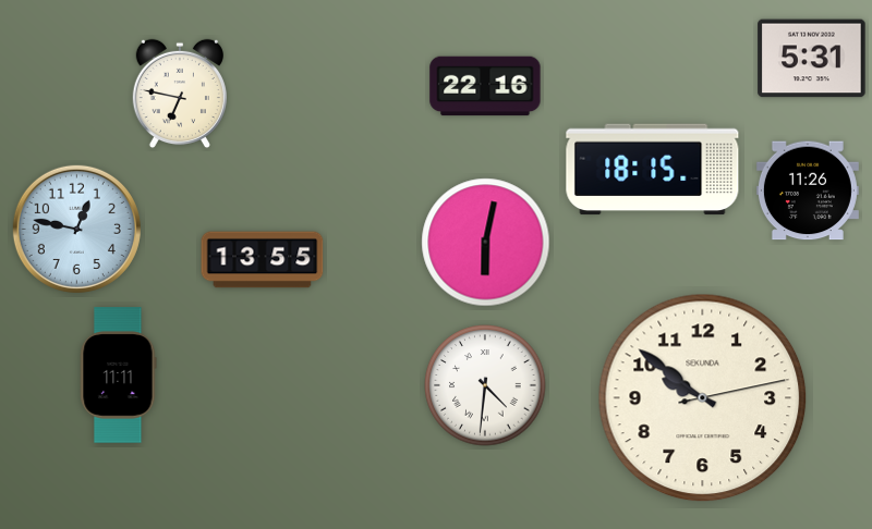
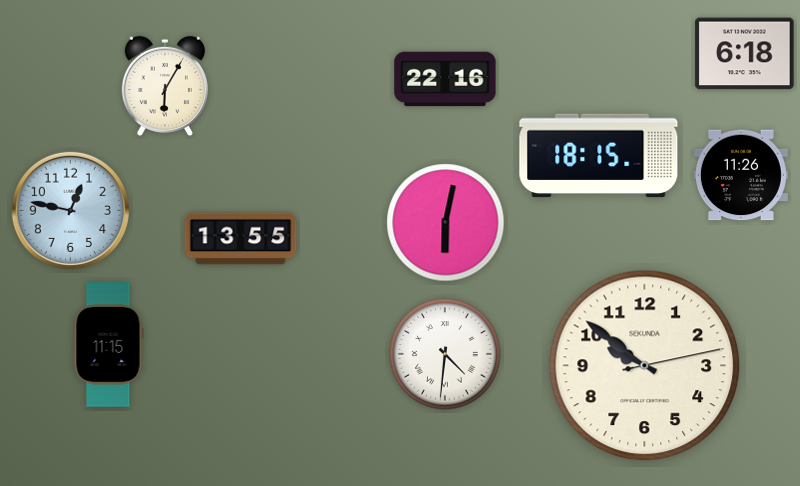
clock at (812, 59): 5:31 -> 6:18
clock at (180, 94): 6:47 -> 6:05
clock at (118, 376): 11:11 -> 11:15
